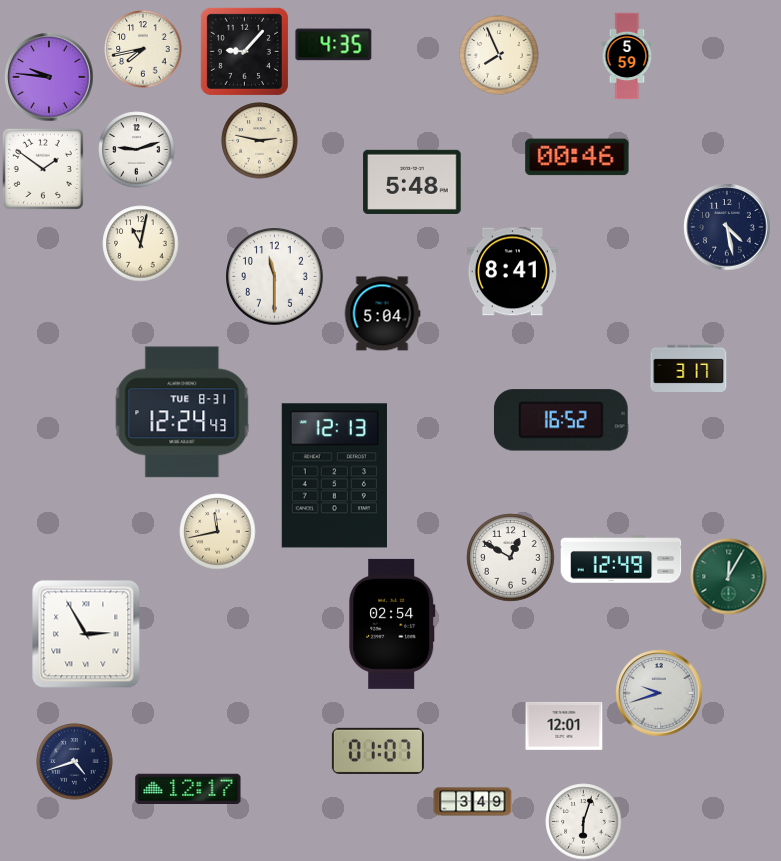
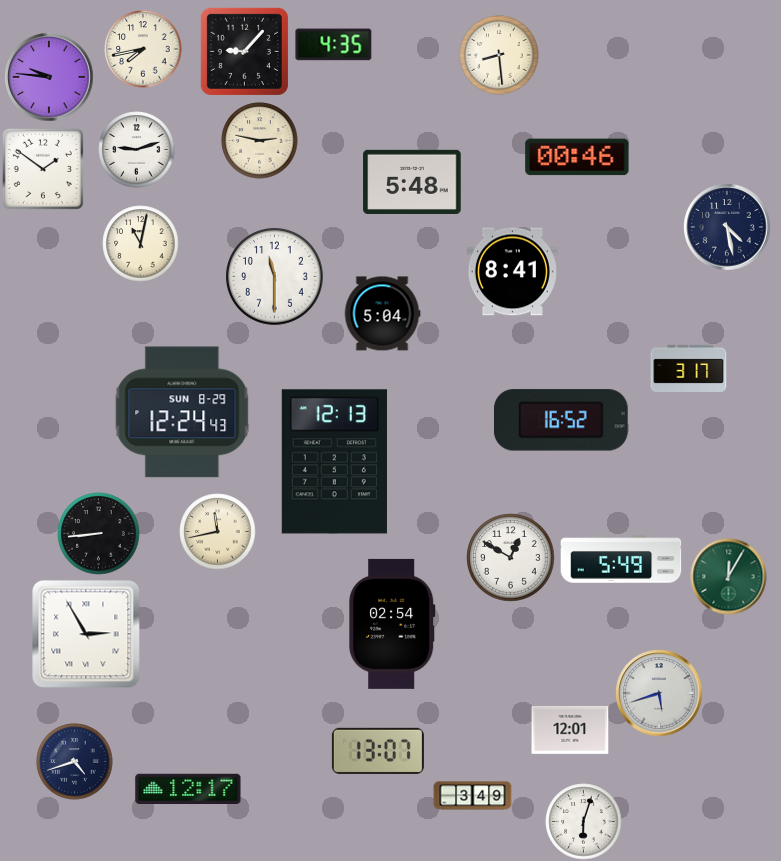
clock at (499, 55): 7:56 -> 8:29
clock at (627, 56): 5:59 -> none
clock at (182, 412) date: TUE 8-31 -> SUN 8-29
clock at (334, 476) position: (334, 476) -> (334, 462)
clock at (99, 534): none -> 8:44
clock at (621, 559): 12:49 -> 5:49
clock at (659, 693): 9:42 -> 5:42
clock at (564, 726) position: (564, 726) -> (570, 730)
clock at (378, 751): 01:07 -> 13:07
clock at (473, 802) position: (473, 802) -> (473, 796)
